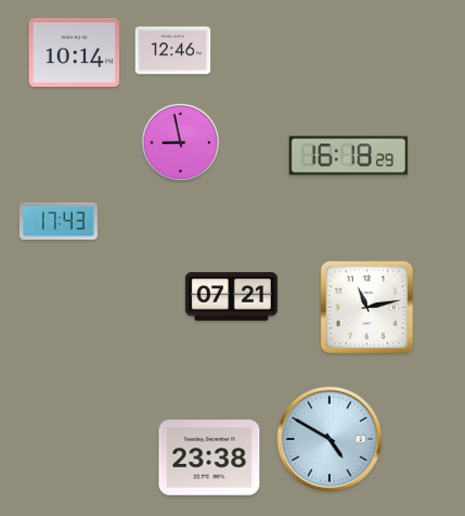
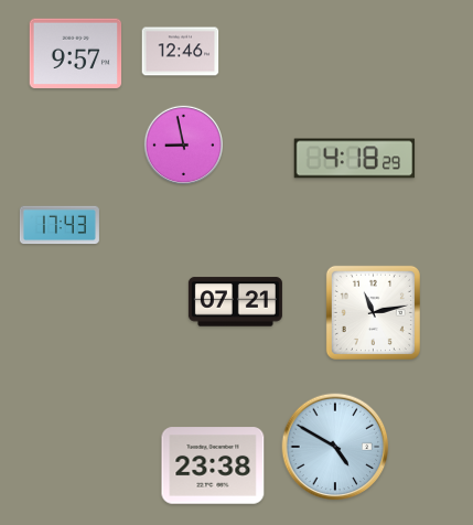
clock at (173, 51) position: (173, 51) -> (181, 52)
clock at (75, 53): 10:14 -> 9:57
clock at (349, 156): 16:18 -> 4:18
